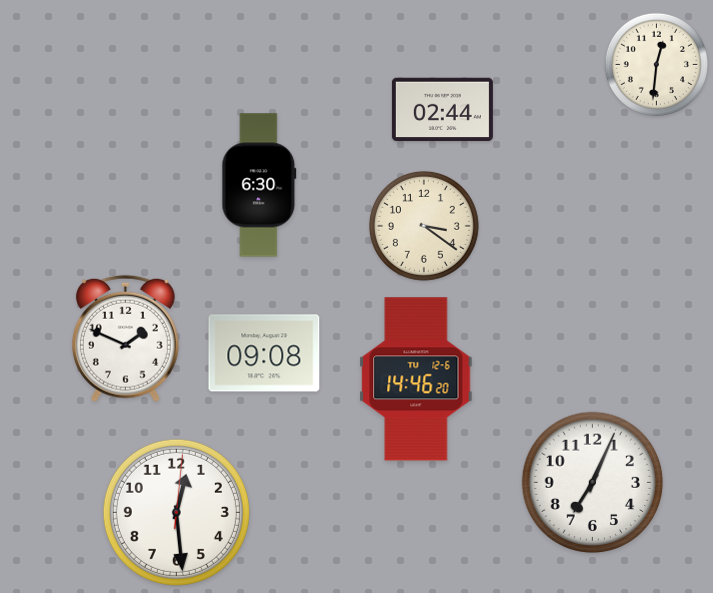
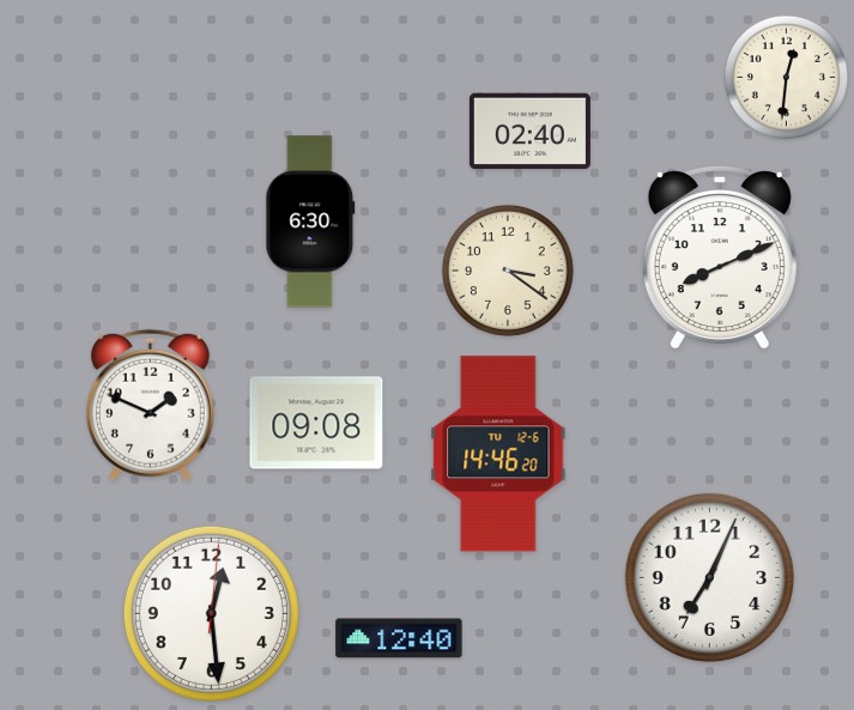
clock at (442, 110): 02:44 -> 02:40
clock at (720, 259): none -> 8:11
clock at (399, 638): none -> 12:40
